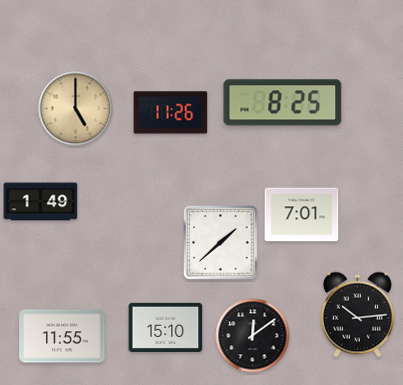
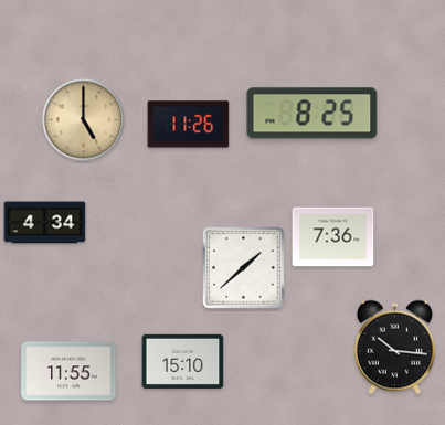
clock at (41, 202): 1:49 -> 4:34
clock at (302, 215): 7:01 -> 7:36
clock at (357, 315): 10:14 -> 10:16
clock at (253, 336): 12:09 -> none
